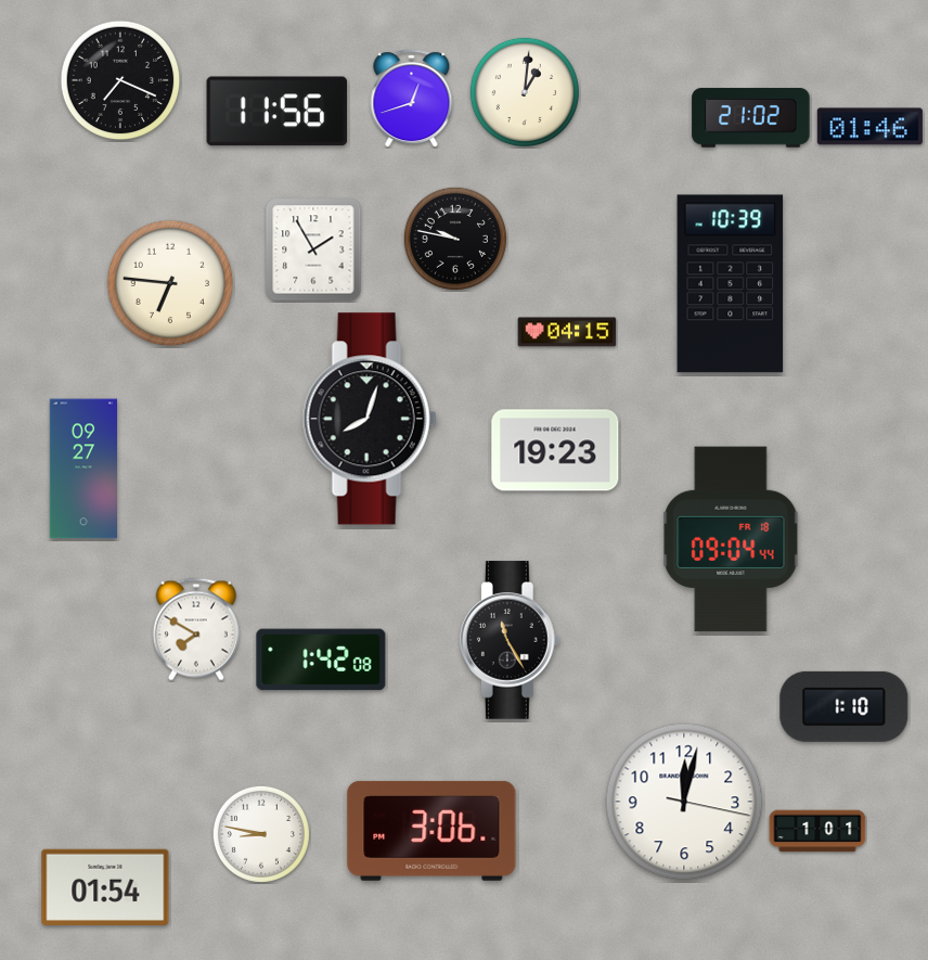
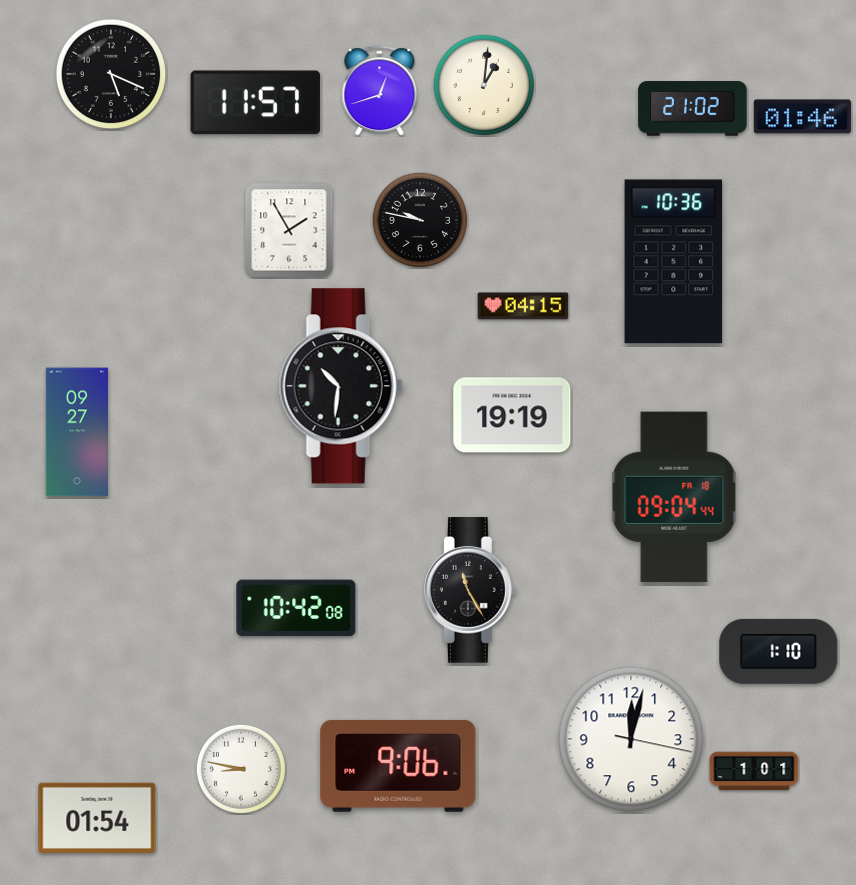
clock at (120, 80): 7:19 -> 5:19
clock at (278, 112): 11:56 -> 11:57
clock at (170, 283): 6:46 -> none
clock at (731, 284): 10:39 -> 10:36
clock at (370, 419): 8:03 -> 10:31
clock at (555, 450): 19:23 -> 19:19
clock at (196, 629): 7:50 -> none
clock at (321, 660): 1:42 -> 10:42
clock at (431, 831): 3:06 -> 9:06
clock at (817, 831) position: (817, 831) -> (754, 771)
